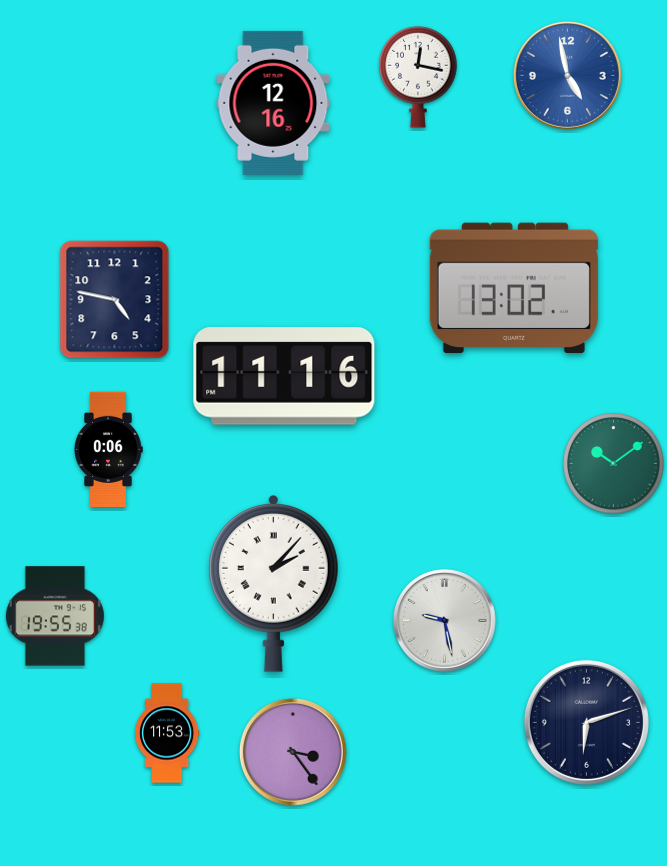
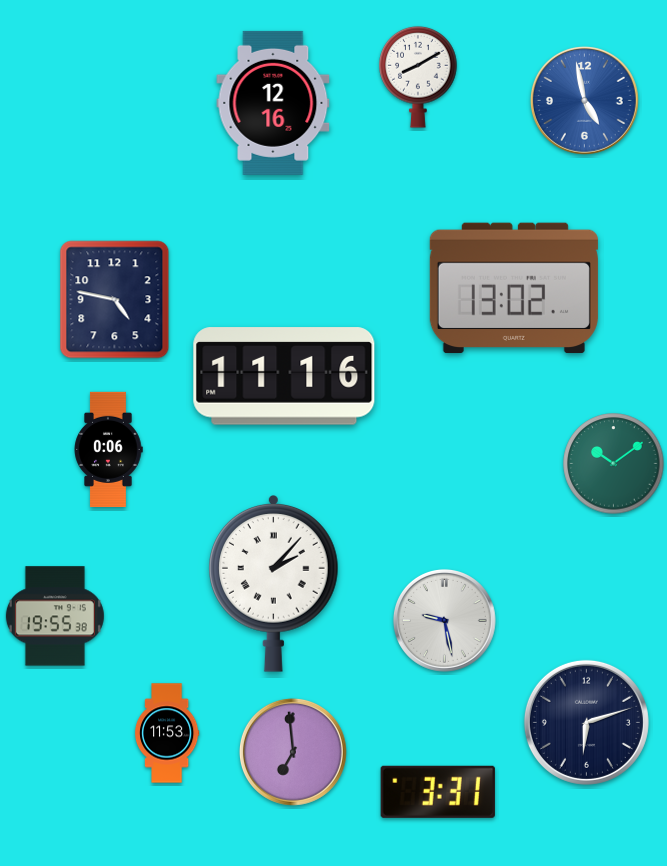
clock at (567, 75) position: (567, 75) -> (584, 100)
clock at (418, 77): 12:17 -> 8:10
clock at (293, 752): 3:24 -> 6:59
clock at (438, 792): none -> 3:31
